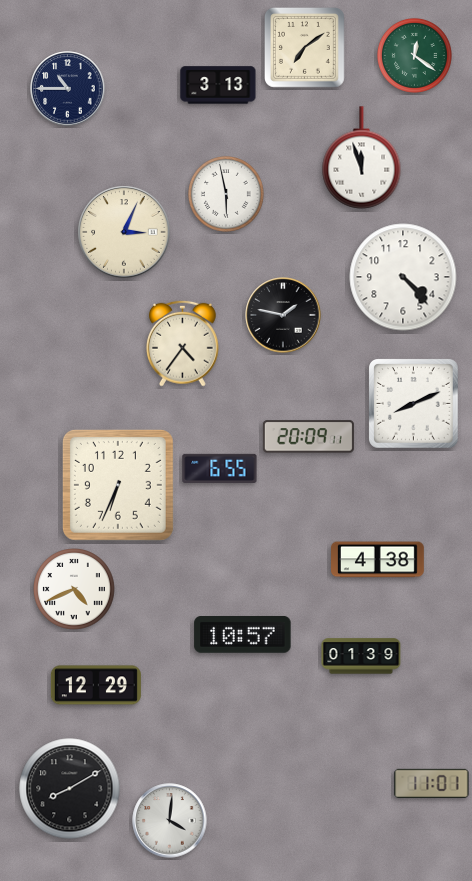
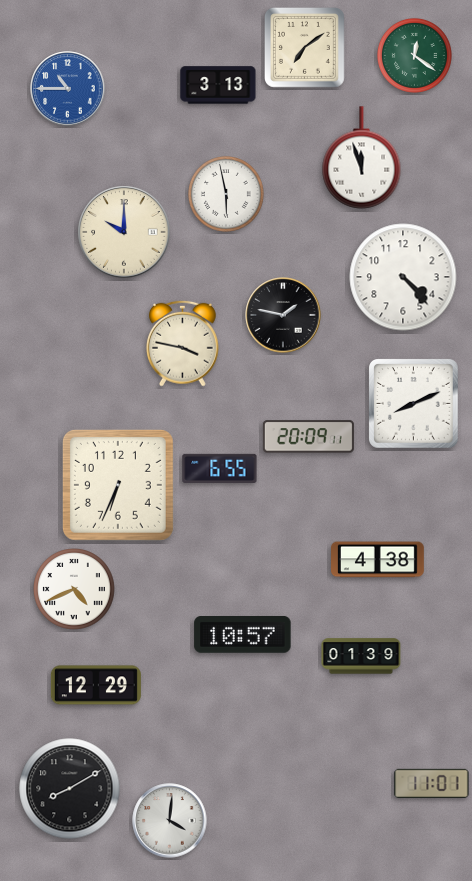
clock at (68, 89) dial: navy -> blue
clock at (124, 232): 3:04 -> 10:00
clock at (182, 343): 4:36 -> 3:47
